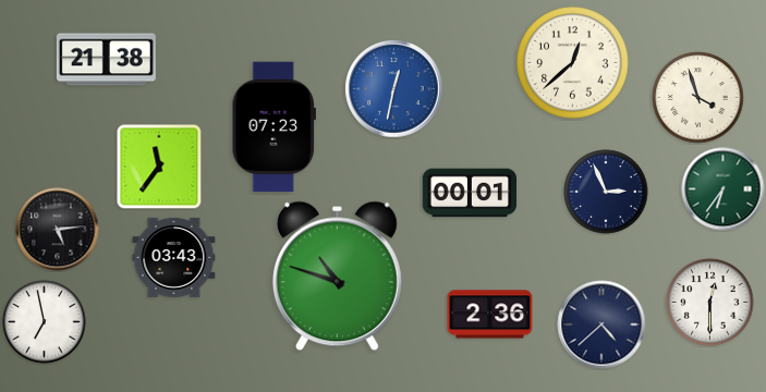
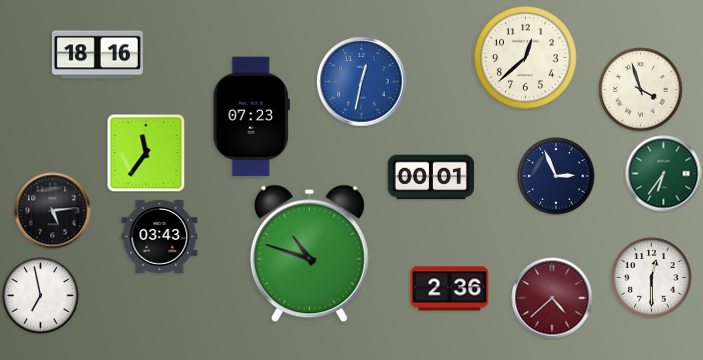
clock at (106, 60): 21:38 -> 18:16
clock at (601, 324) dial: navy -> burgundy
